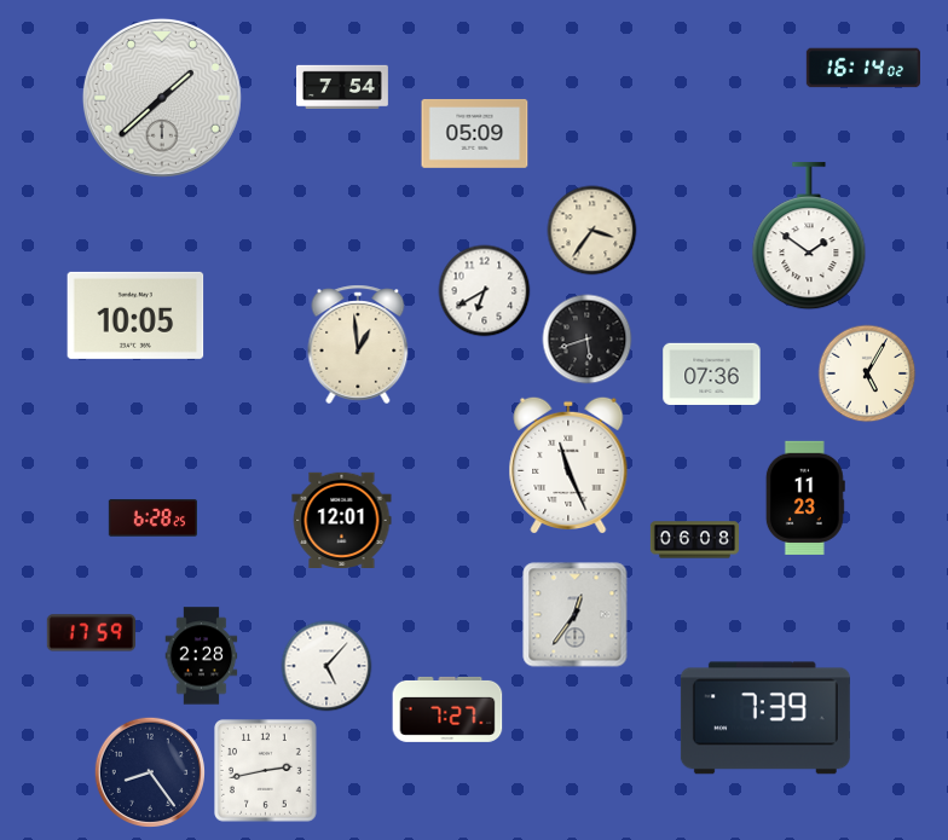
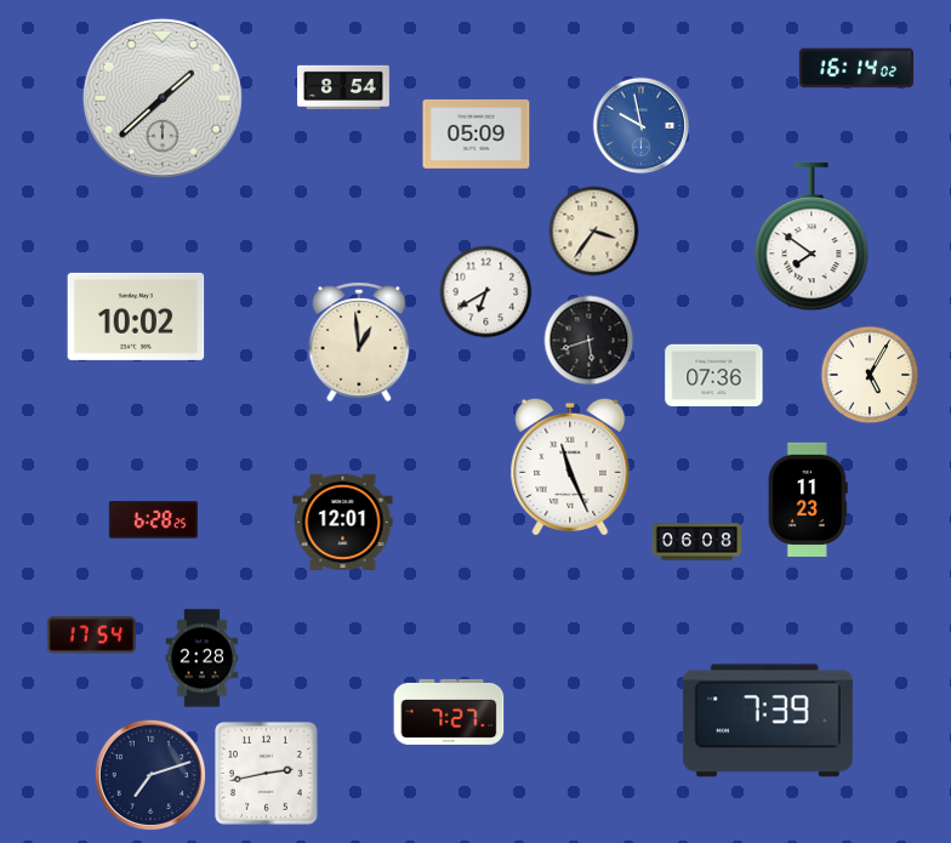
clock at (862, 68) position: (862, 68) -> (855, 68)
clock at (343, 86): 7:54 -> 8:54
clock at (642, 126): none -> 9:58
clock at (809, 237): 1:51 -> 7:51
clock at (135, 315): 10:05 -> 10:02
clock at (358, 344) position: (358, 344) -> (359, 342)
clock at (576, 615): 12:36 -> none
clock at (91, 633): 17:59 -> 17:54
clock at (326, 666): 5:07 -> none
clock at (149, 771): 8:24 -> 7:12
